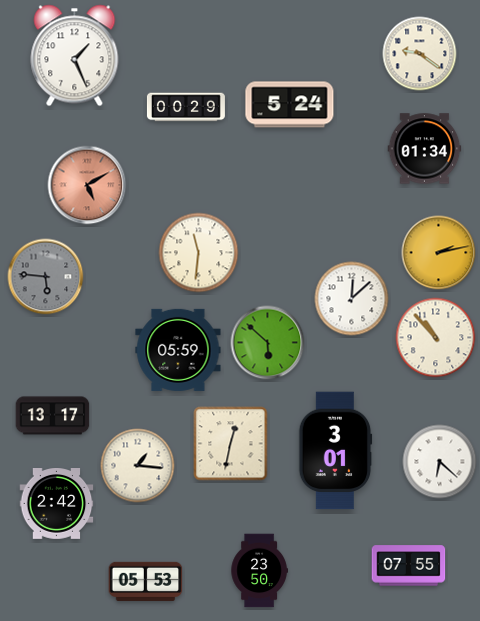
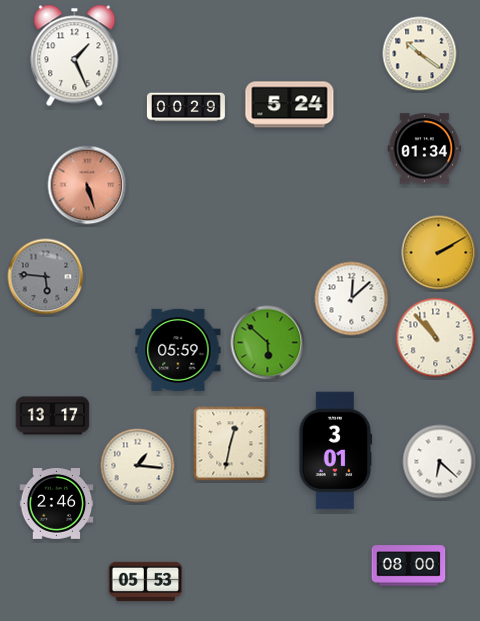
clock at (420, 54): 9:21 -> 10:21
clock at (87, 185): 5:10 -> 5:27
clock at (199, 253): 11:31 -> none
clock at (439, 253): 2:13 -> 2:10
clock at (57, 504): 2:42 -> 2:46
clock at (409, 566): 07:55 -> 08:00
clock at (259, 571): 23:50 -> none
